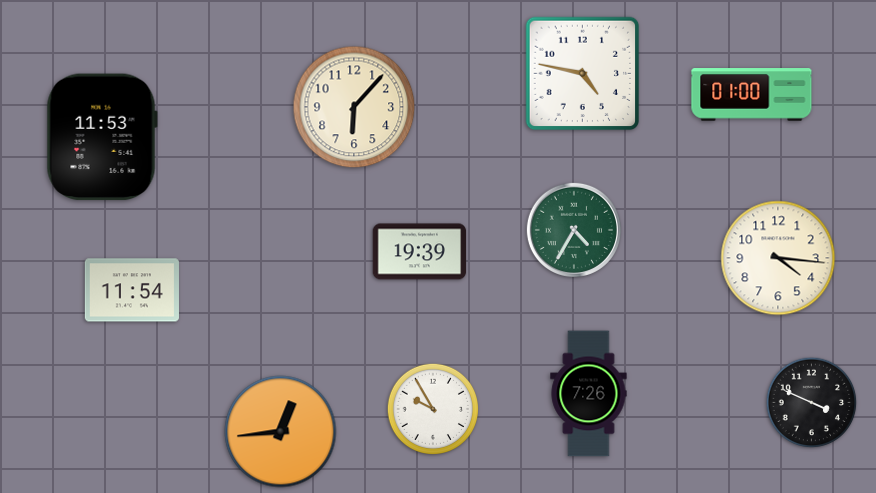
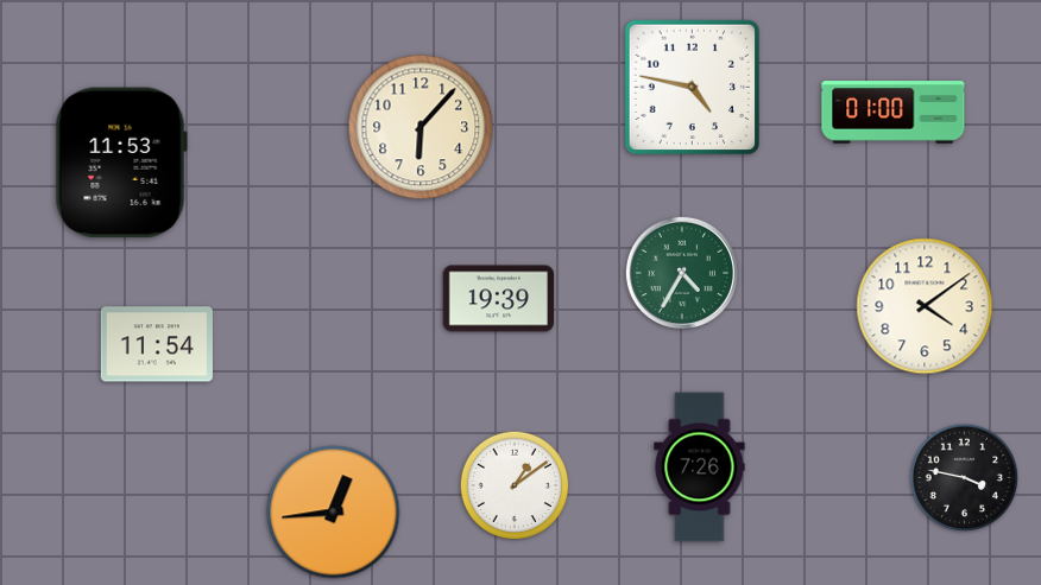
clock at (778, 258): 4:16 -> 4:09
clock at (812, 403): 3:49 -> 3:47
clock at (432, 408): 9:55 -> 1:09
